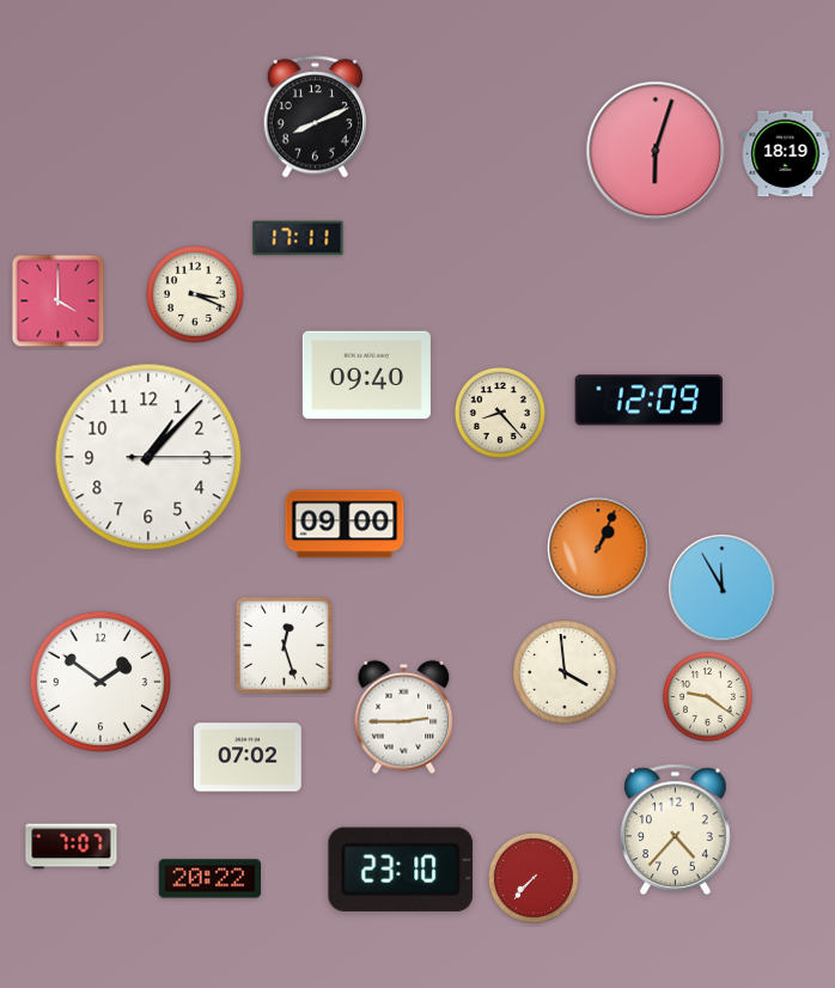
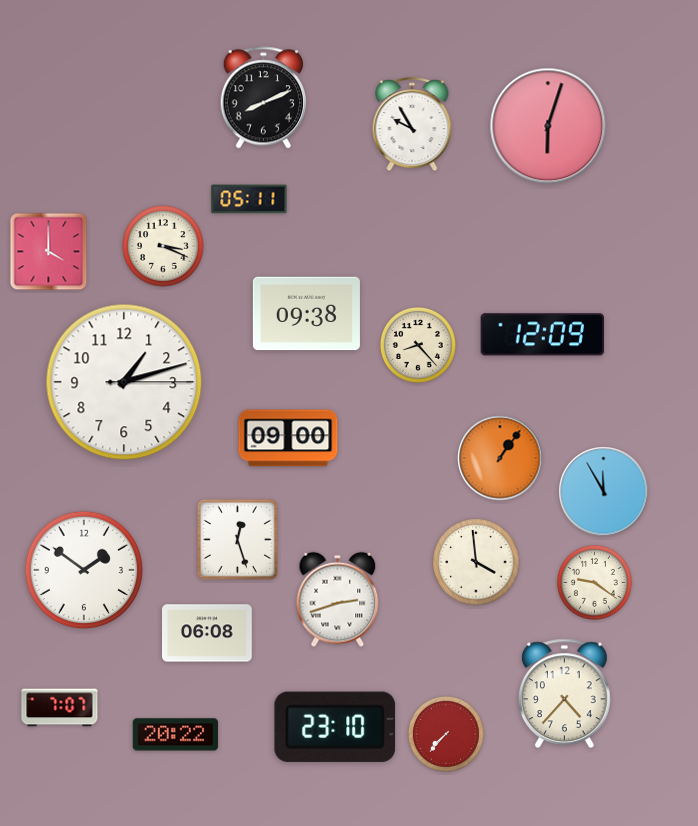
clock at (412, 125): none -> 9:55
clock at (786, 154): 18:19 -> none
clock at (298, 238): 17:11 -> 05:11
clock at (366, 376): 09:40 -> 09:38
clock at (148, 457): 1:07 -> 1:12
clock at (598, 548): 1:04 -> 1:06
clock at (565, 672) position: (565, 672) -> (476, 562)
clock at (707, 696) position: (707, 696) -> (594, 582)
clock at (404, 718): 2:45 -> 2:42
clock at (249, 757): 07:02 -> 06:08
